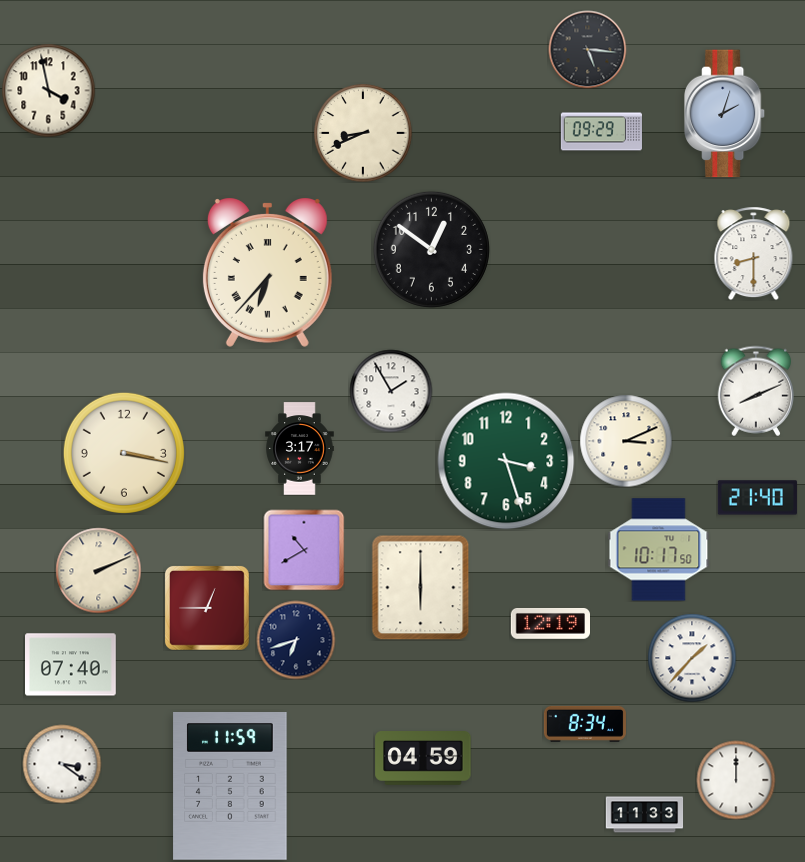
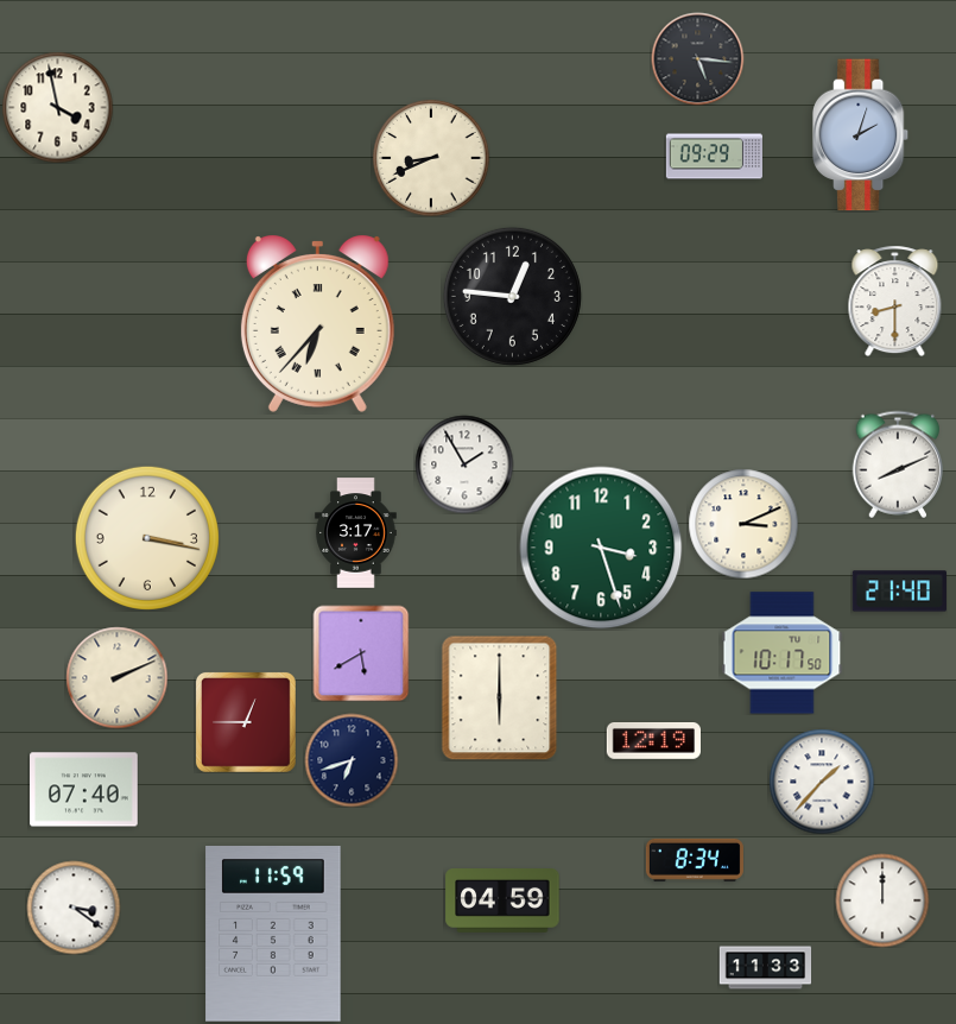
clock at (431, 249): 12:51 -> 12:46
clock at (304, 550): 10:40 -> 5:40
clock at (736, 780) position: (736, 780) -> (882, 900)
